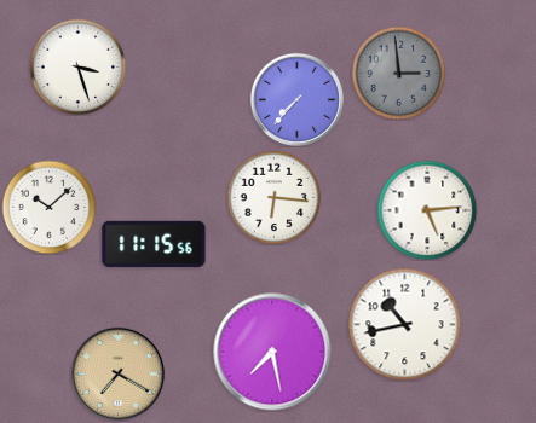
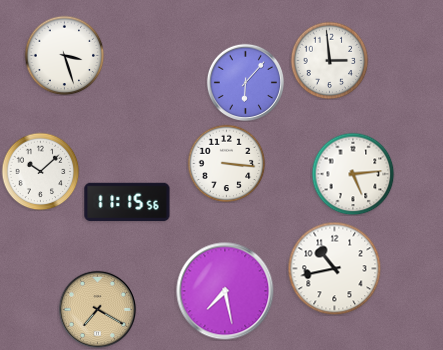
clock at (398, 73) dial: grey -> white
clock at (296, 99): 7:37 -> 6:07
clock at (273, 197): 6:16 -> 3:16
